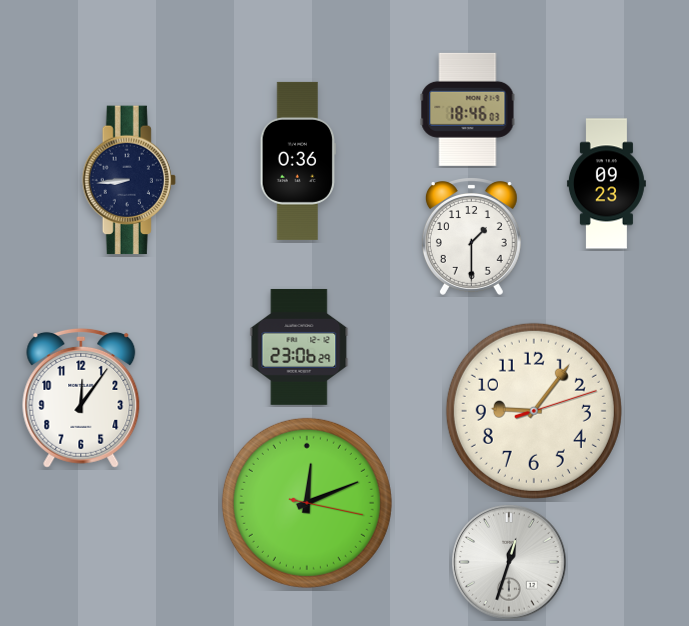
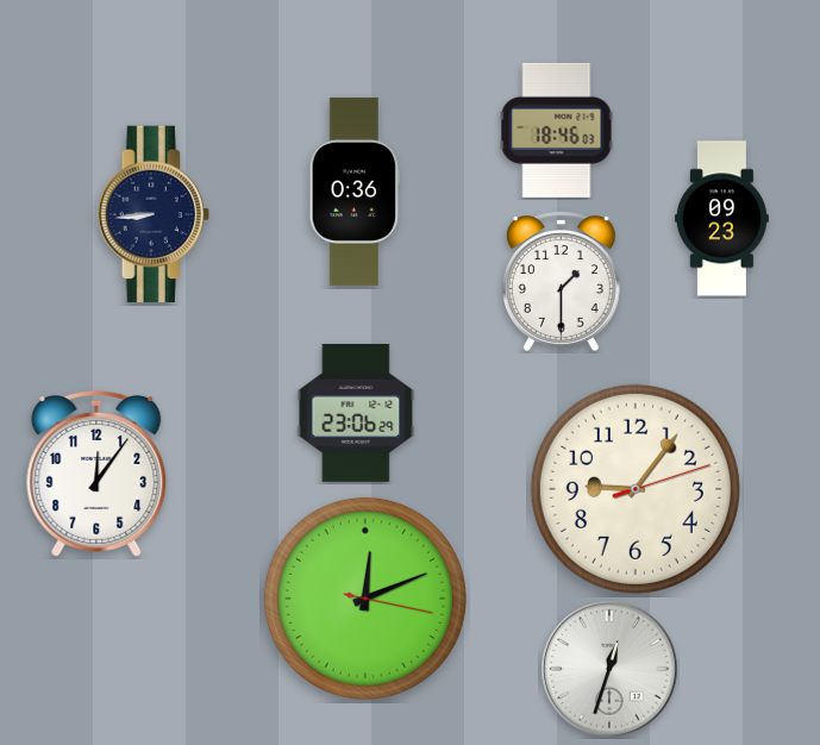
clock at (509, 562) position: (509, 562) -> (609, 669)
